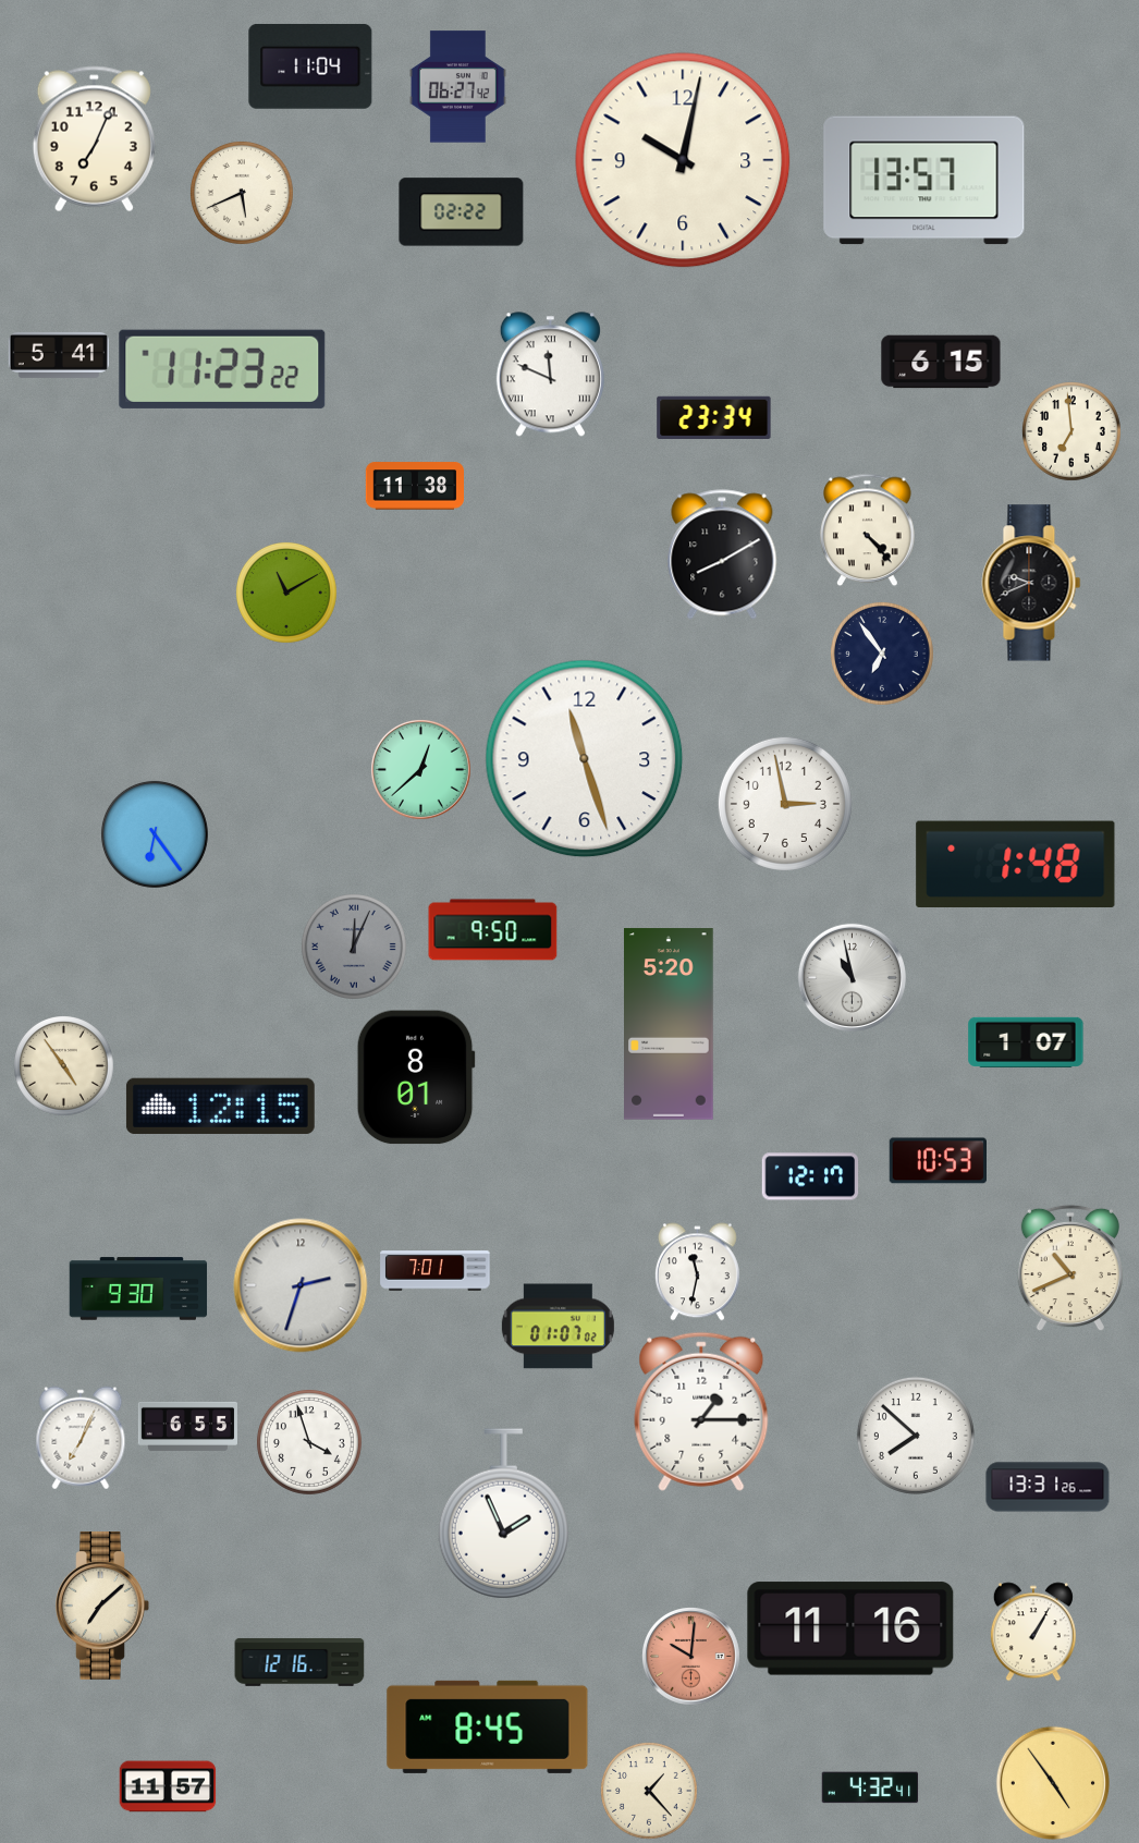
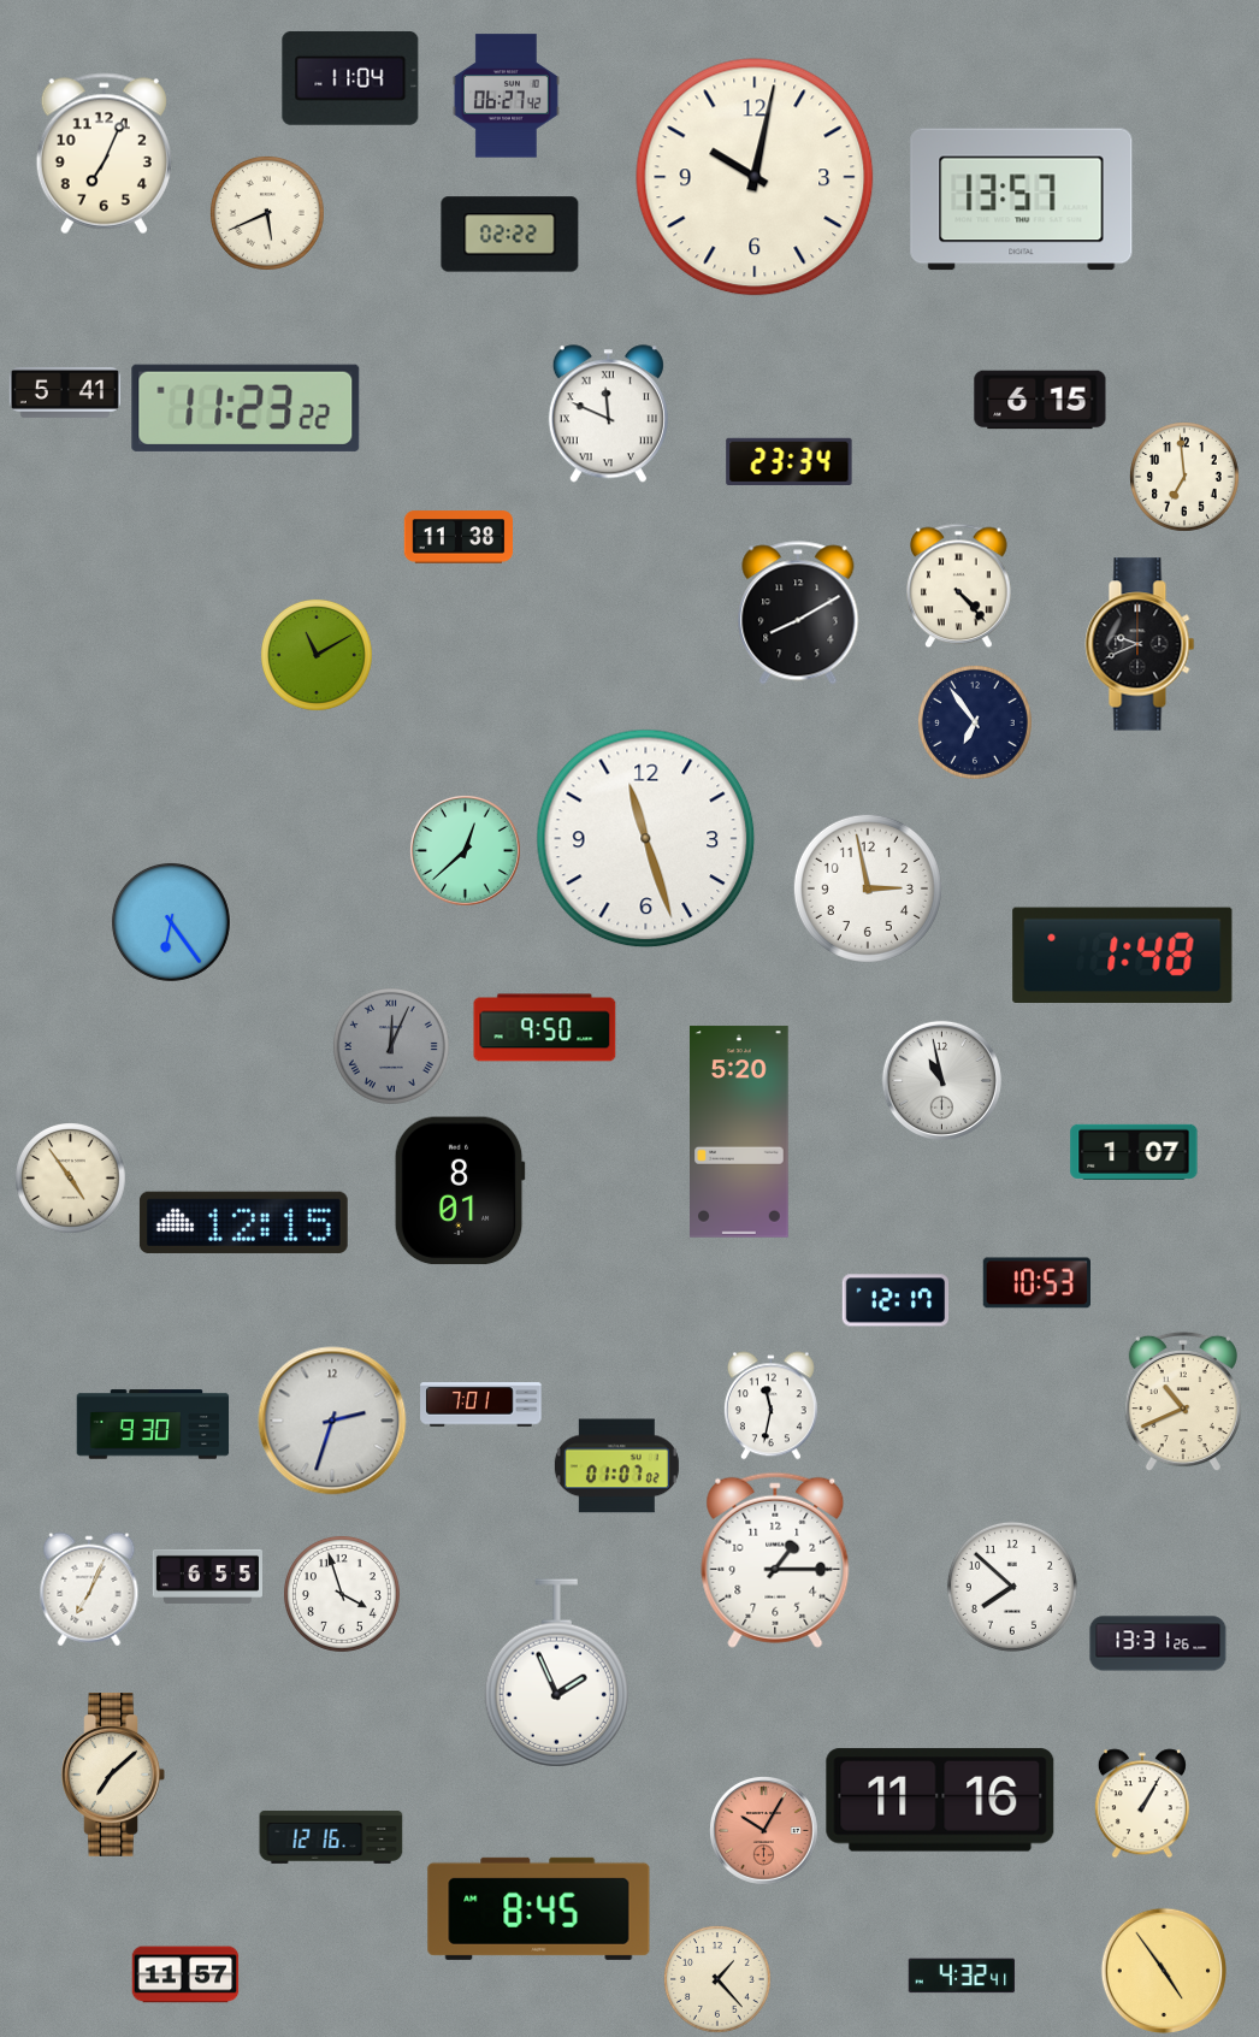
clock at (310, 66) position: (310, 66) -> (350, 78)
clock at (691, 1657): 10:01 -> 10:05
